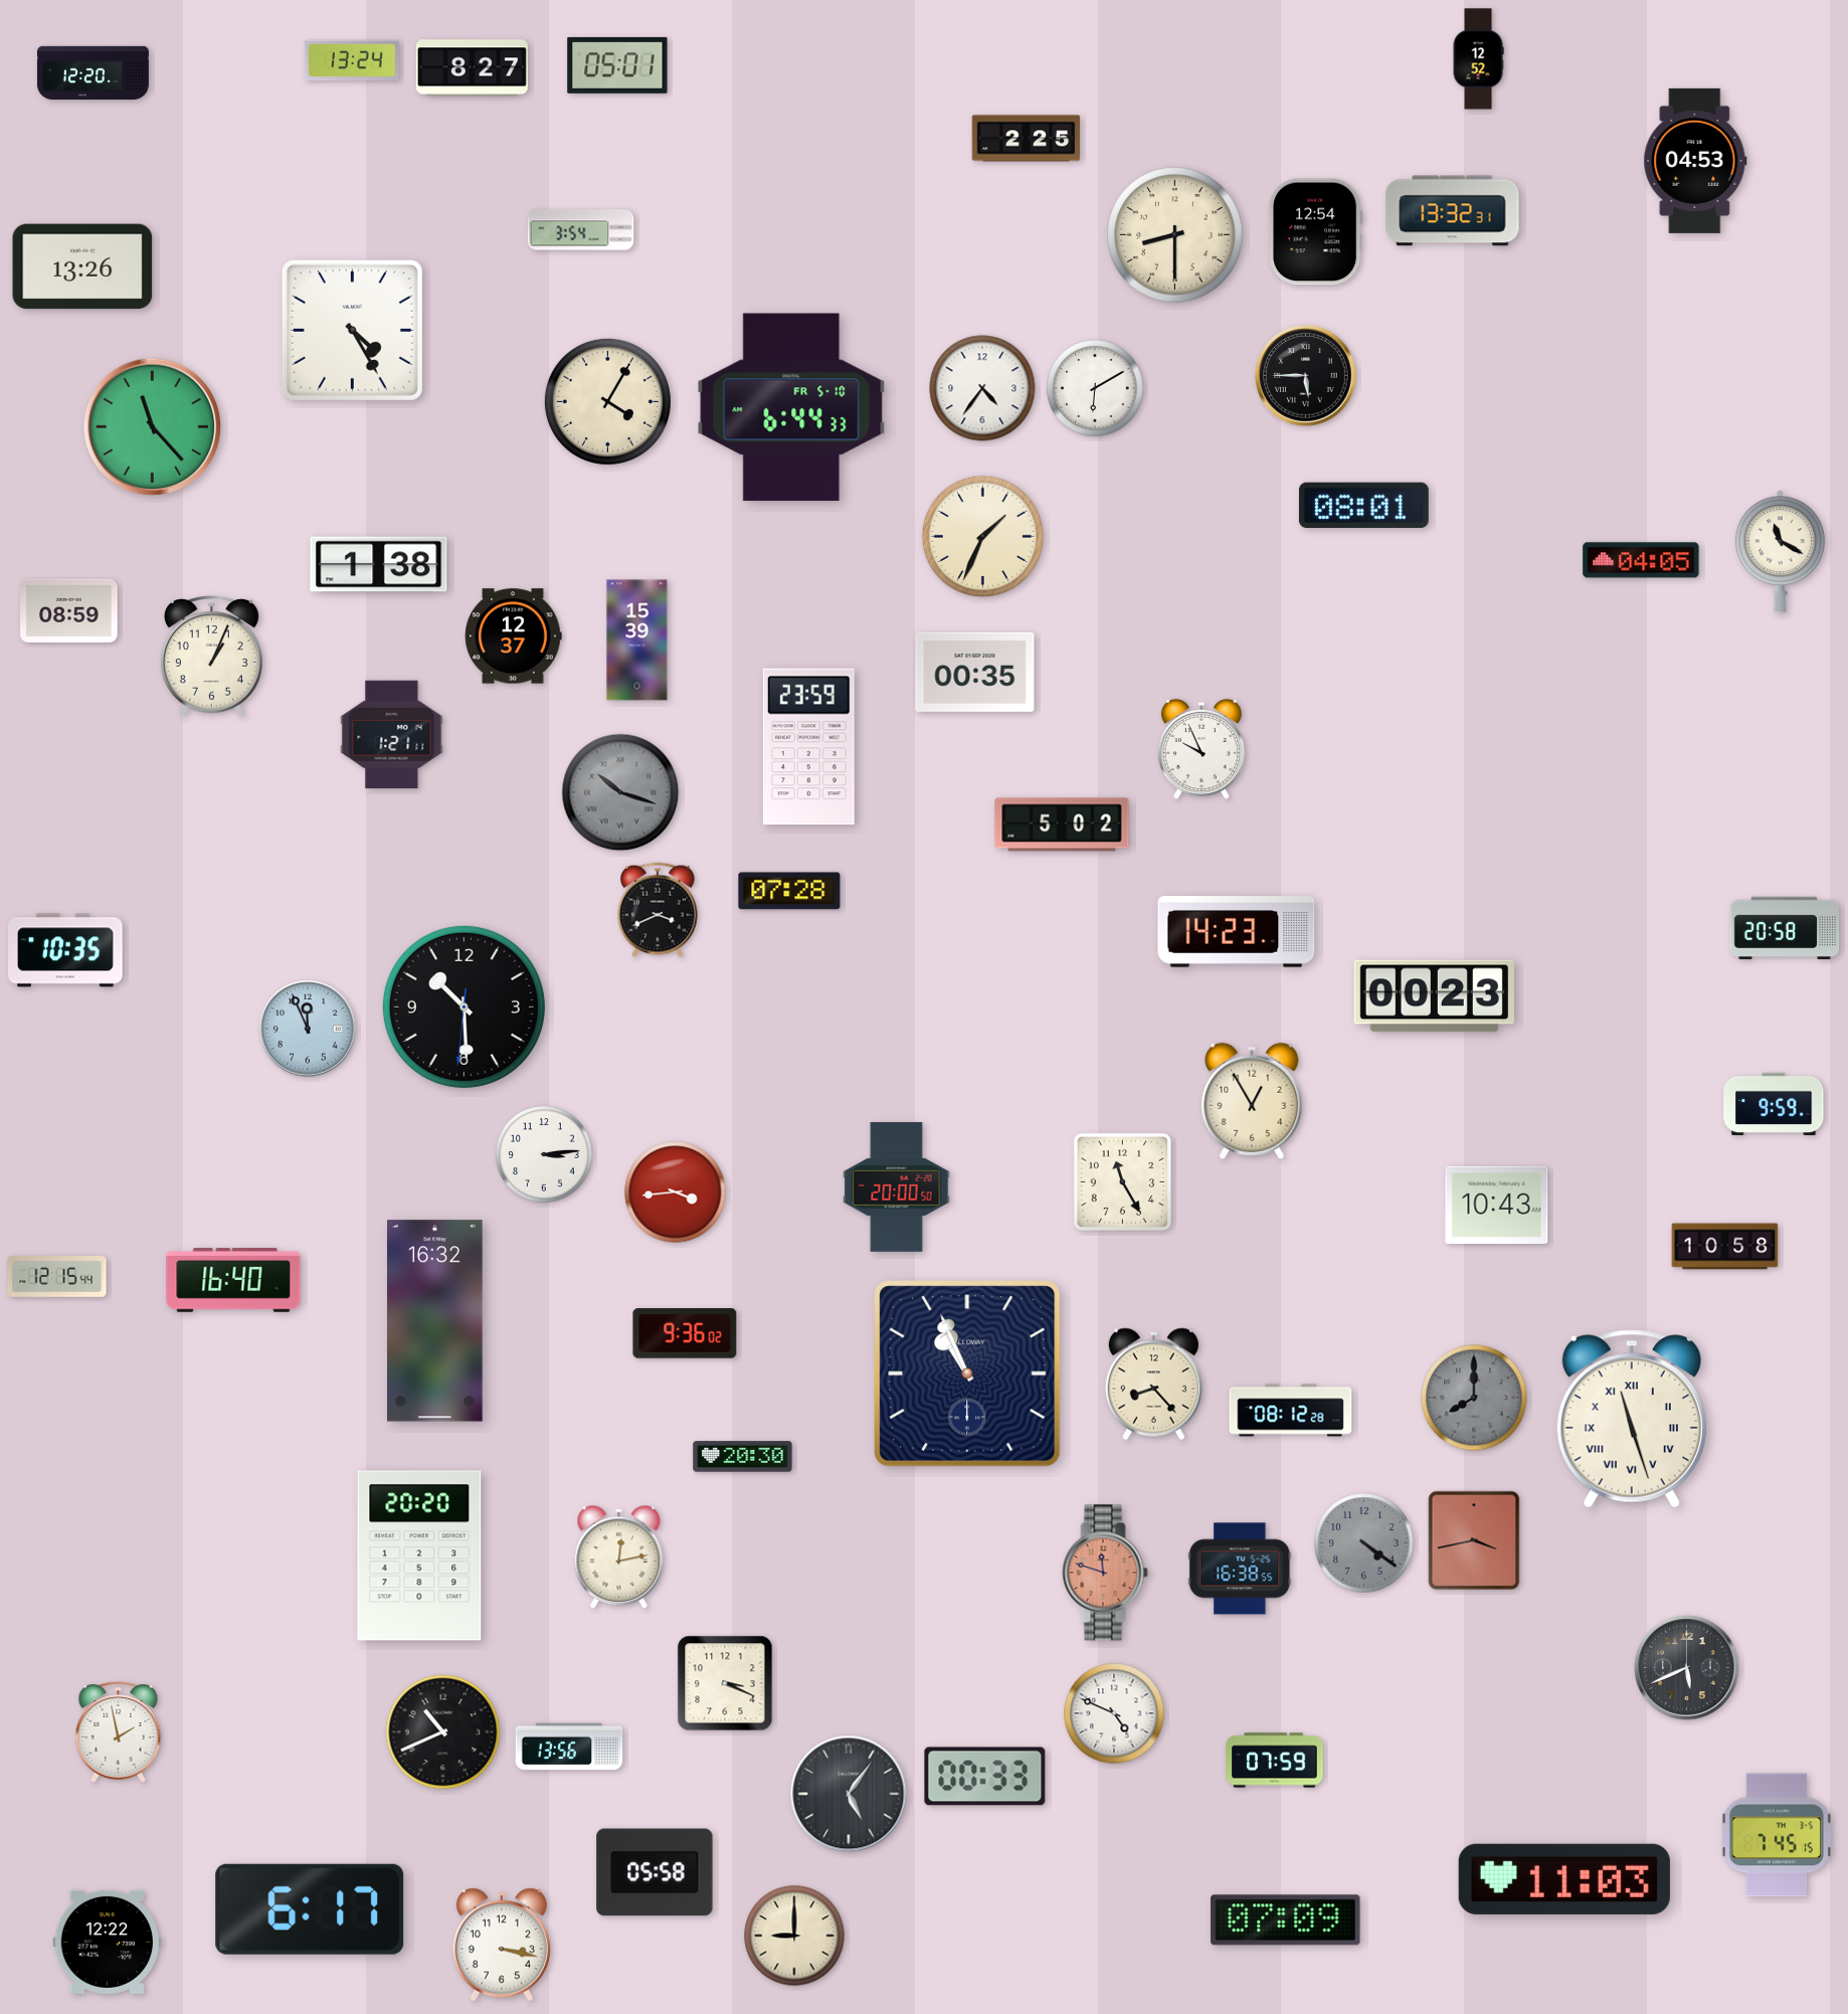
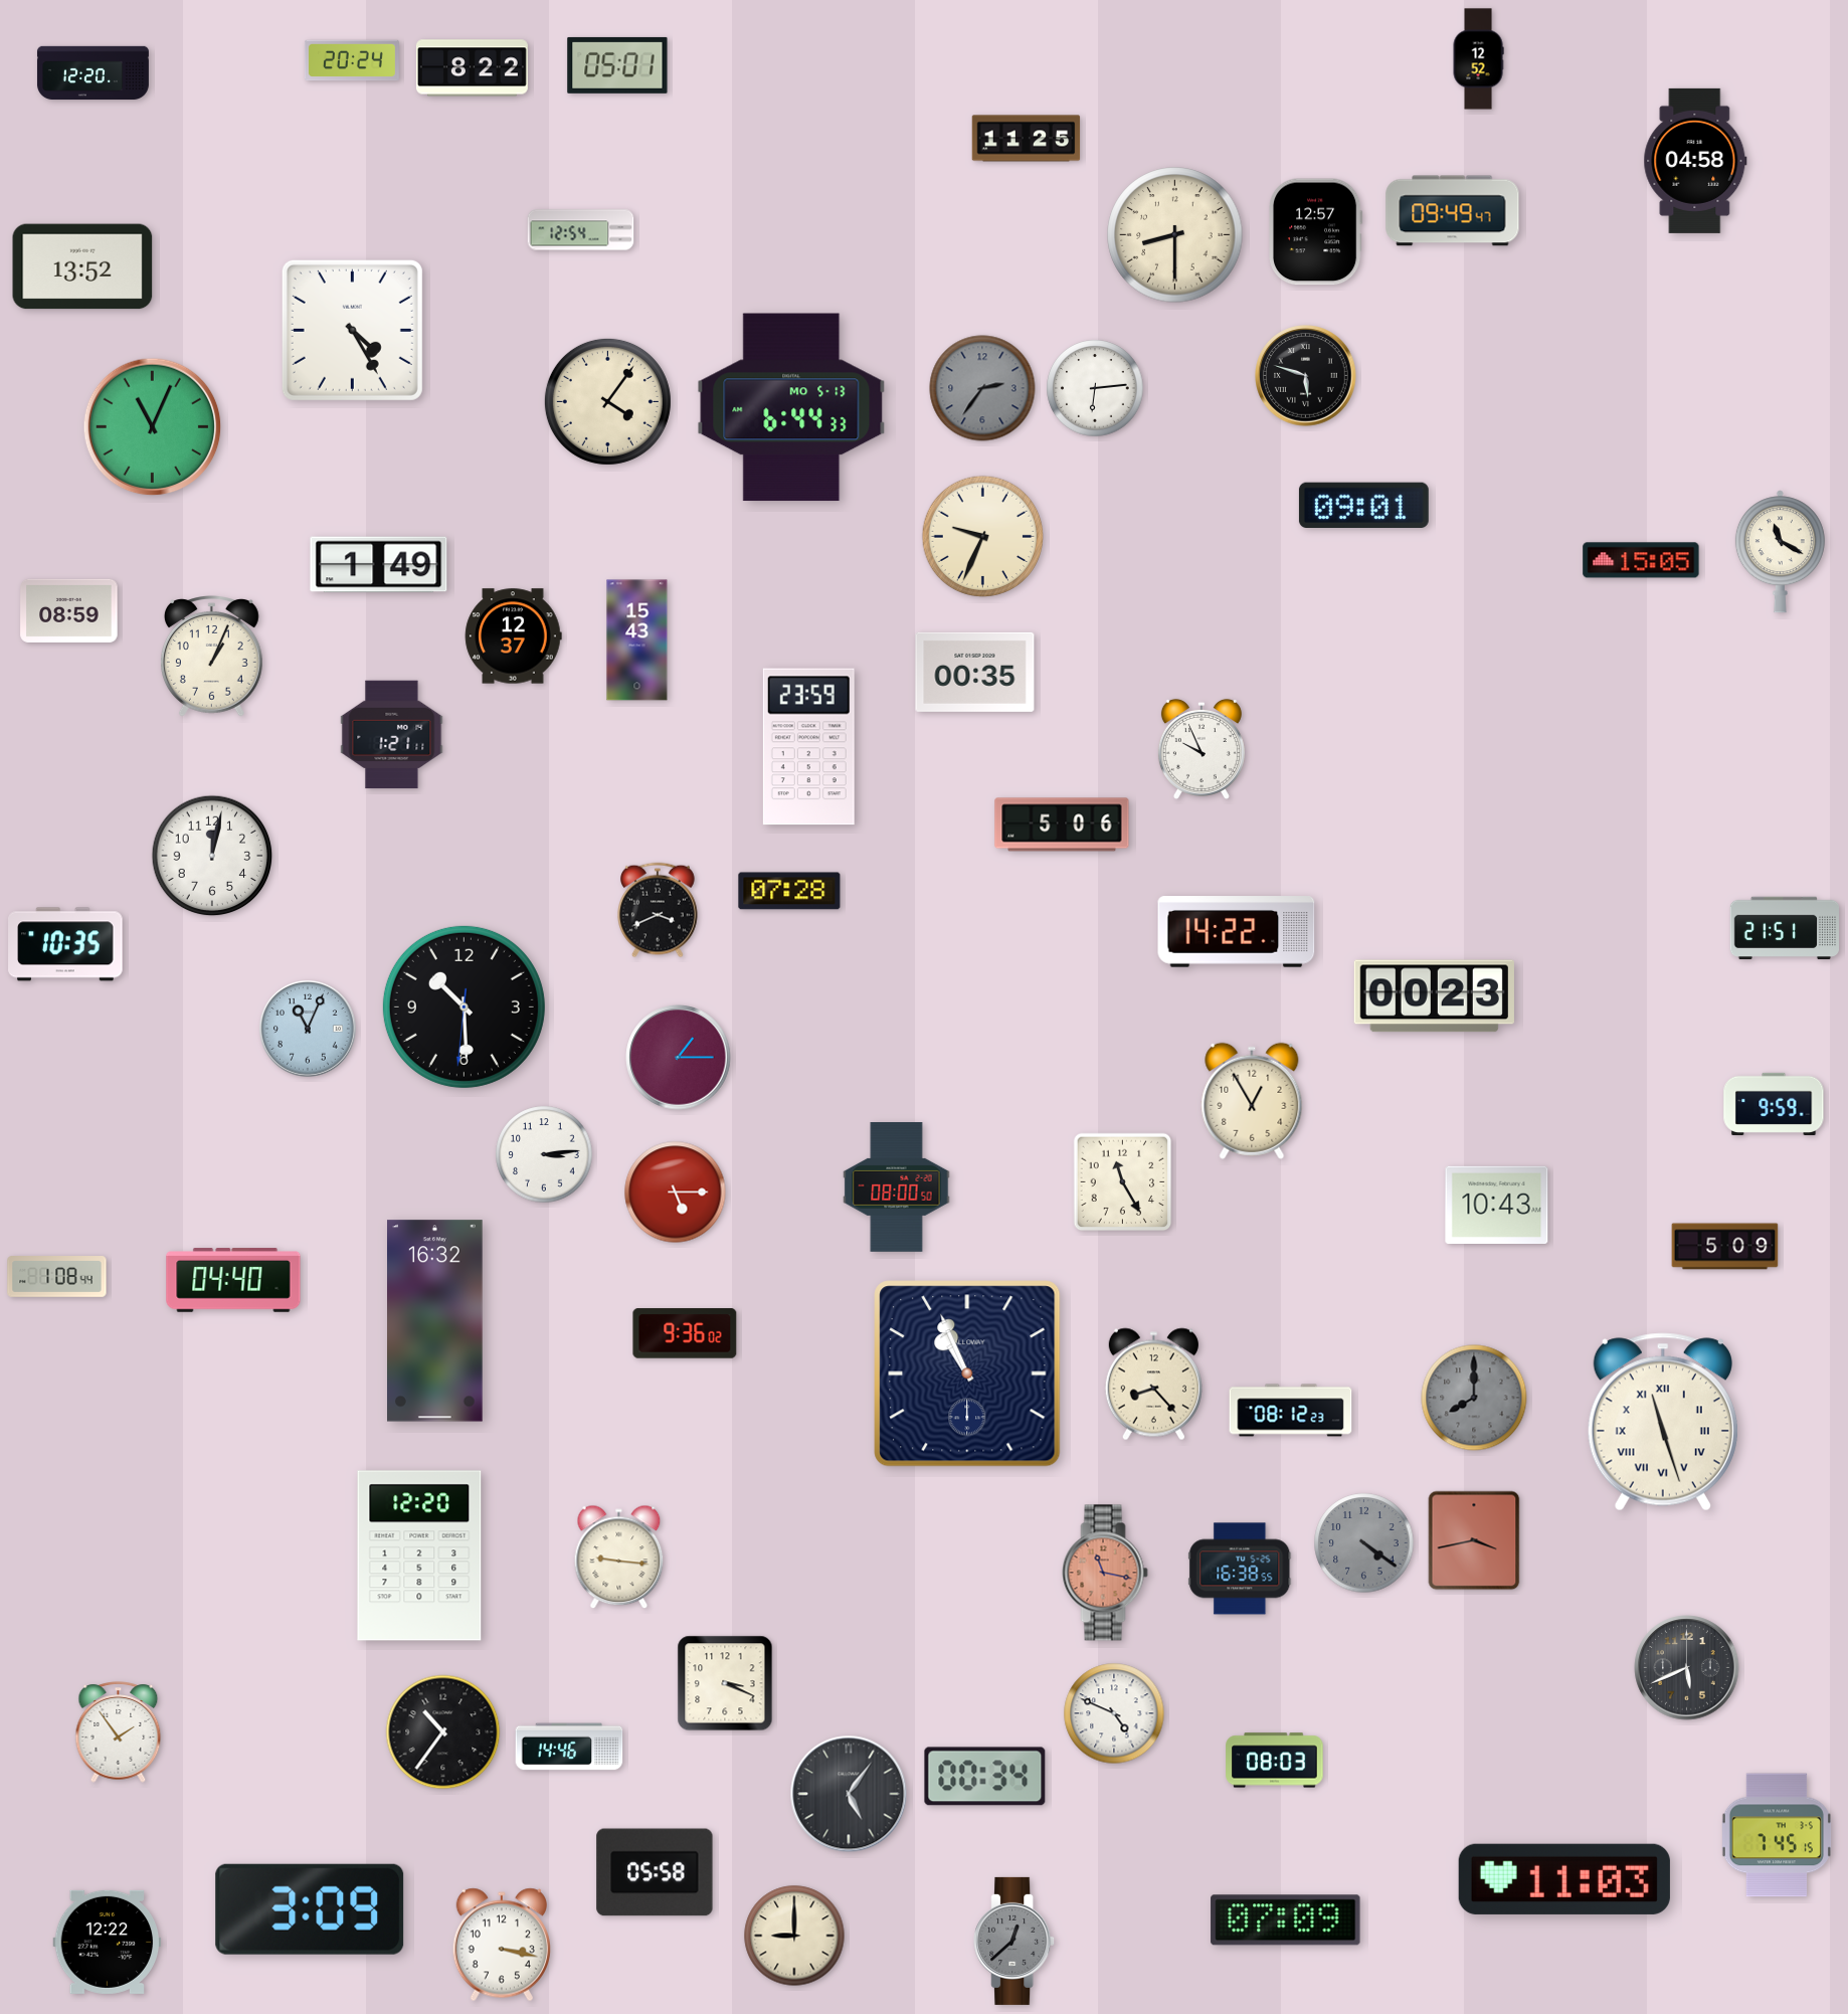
clock at (352, 60): 13:24 -> 20:24
clock at (472, 68): 8:27 -> 8:22
clock at (1027, 139): 2:25 -> 11:25
clock at (1695, 161): 04:53 -> 04:58
clock at (1453, 211): 13:32 -> 09:49
clock at (581, 230): 3:54 -> 12:54
clock at (1316, 232): 12:54 -> 12:57
clock at (82, 266): 13:26 -> 13:52
clock at (1306, 376): 5:45 -> 5:48
clock at (982, 388): 4:36 -> 2:36
clock at (982, 388) dial: white -> grey
clock at (1095, 388): 6:10 -> 6:14
clock at (607, 401): 4:05 -> 4:06
clock at (791, 407) date: FR 5-10 -> MO 5-13
clock at (153, 427): 11:23 -> 11:04
clock at (1363, 506): 08:01 -> 09:01
clock at (983, 537): 1:34 -> 9:34
clock at (1641, 560): 04:05 -> 15:05
clock at (379, 565): 1:38 -> 1:49
clock at (637, 640): 15:39 -> 15:43
clock at (620, 792): 10:18 -> none
clock at (1062, 825): 5:02 -> 5:06
clock at (212, 856): none -> 12:02
clock at (1784, 928): 20:58 -> 21:51
clock at (1237, 932): 14:23 -> 14:22
clock at (65, 950) position: (65, 950) -> (65, 944)
clock at (309, 1030): 11:56 -> 11:04
clock at (679, 1058): none -> 1:15
clock at (897, 1187): 20:00 -> 08:00
clock at (676, 1193): 3:44 -> 5:15
clock at (1725, 1247): 10:58 -> 5:09
clock at (57, 1277): 12:15 -> 1:08
clock at (233, 1280): 16:40 -> 04:40
clock at (1291, 1411): 08:12:28 -> 08:12:23
clock at (1632, 1419) position: (1632, 1419) -> (1663, 1422)
clock at (743, 1457): 20:30 -> none
clock at (419, 1555): 20:20 -> 12:20
clock at (619, 1558): 12:13 -> 9:16
clock at (1105, 1573): 11:48 -> 11:17
clock at (119, 1732): 1:58 -> 1:54
clock at (443, 1732): 10:41 -> 10:36
clock at (569, 1747): 13:56 -> 14:46
clock at (1275, 1761): 07:59 -> 08:03
clock at (985, 1777): 00:33 -> 00:34
clock at (310, 1909): 6:17 -> 3:09
clock at (1014, 1941): none -> 12:38
